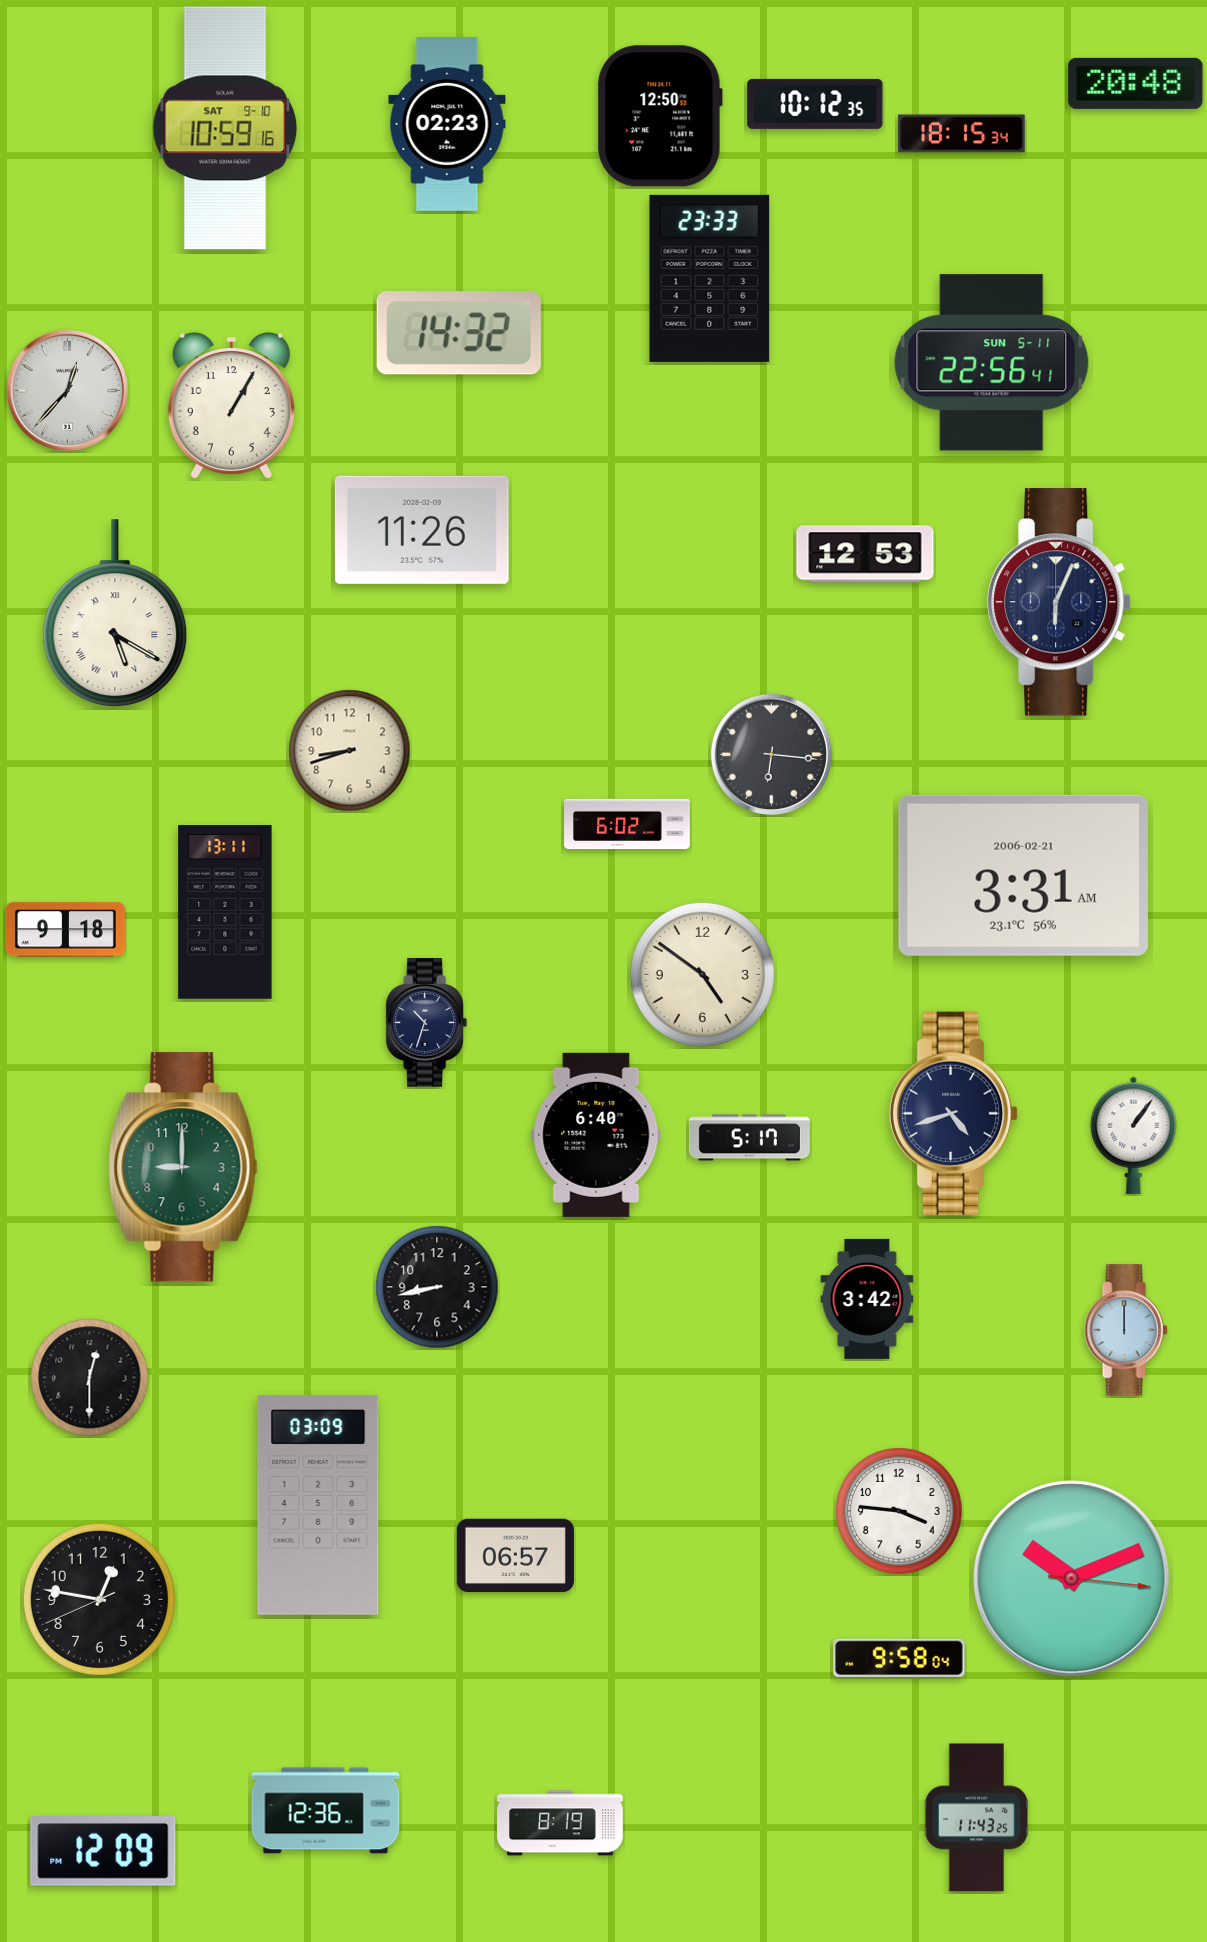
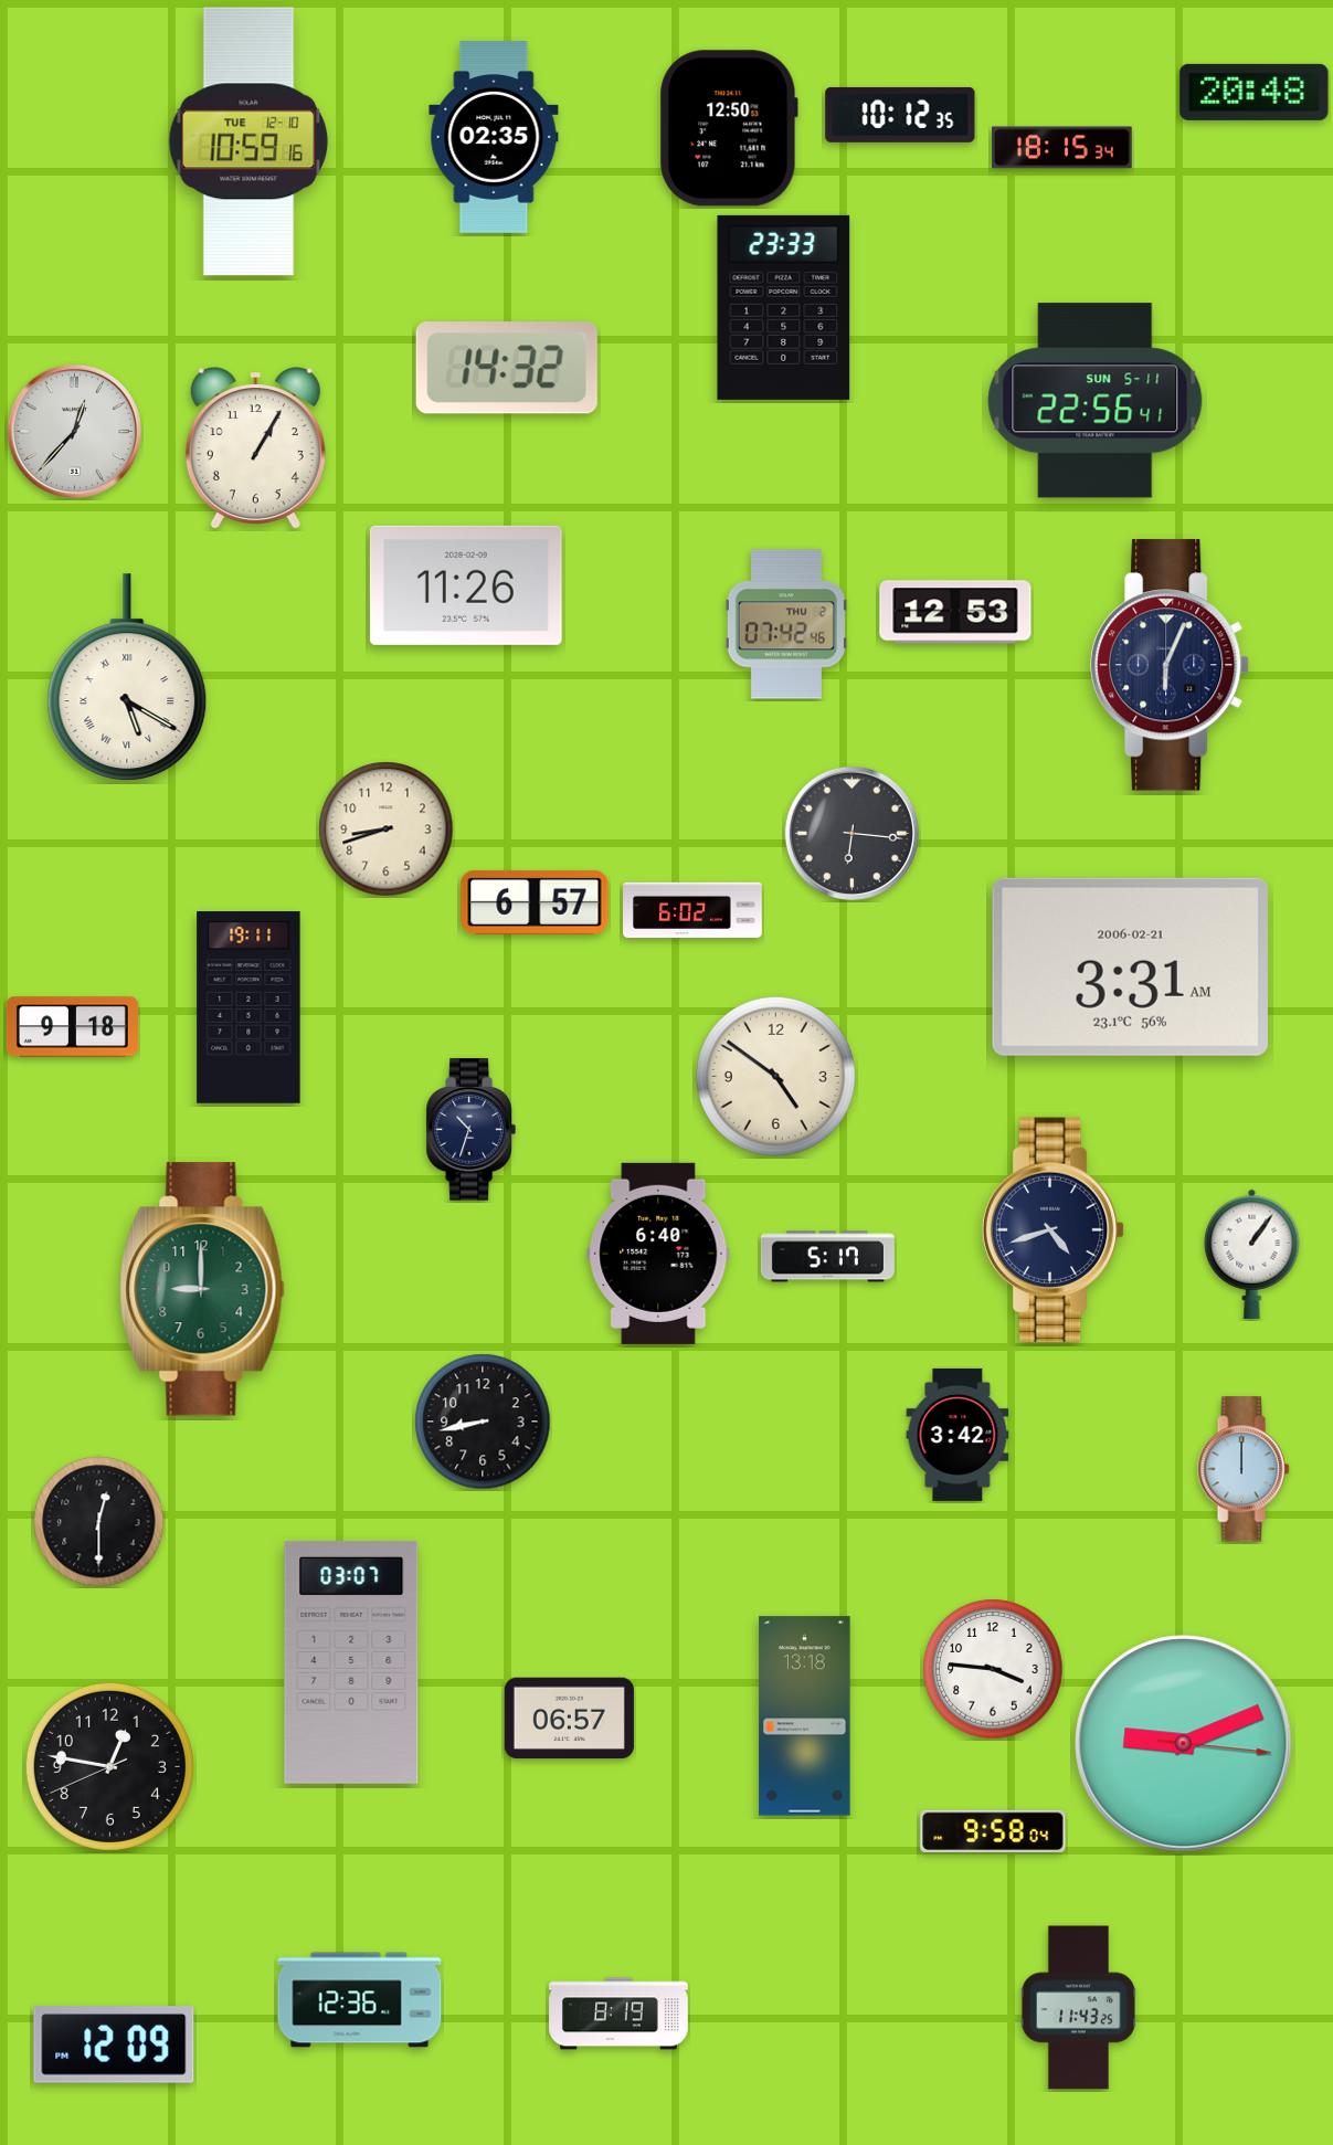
clock at (447, 124): 02:23 -> 02:35
clock at (225, 128) date: SAT 9-10 -> TUE 12-10
clock at (786, 624): none -> 07:42
clock at (535, 902): none -> 6:57
clock at (225, 912): 13:11 -> 19:11
clock at (318, 1505): 03:09 -> 03:07
clock at (805, 1716): none -> 13:18
clock at (1072, 1579): 10:11 -> 9:11
